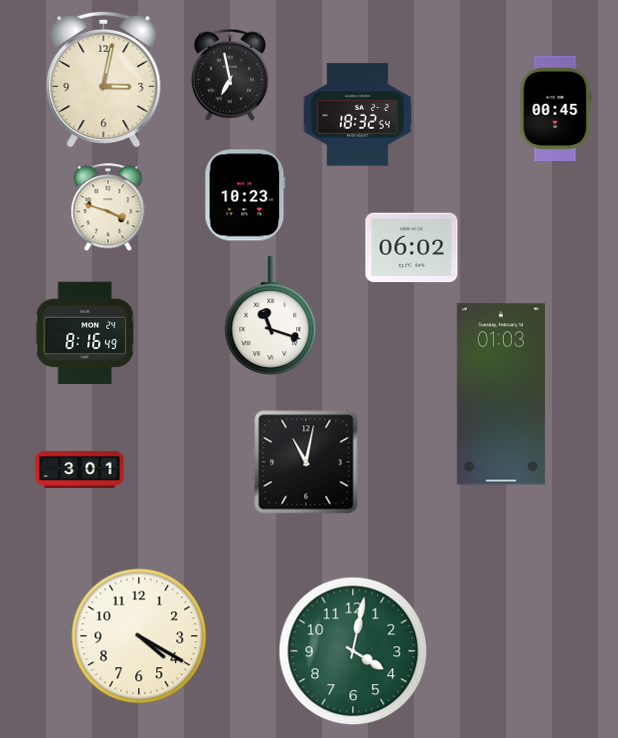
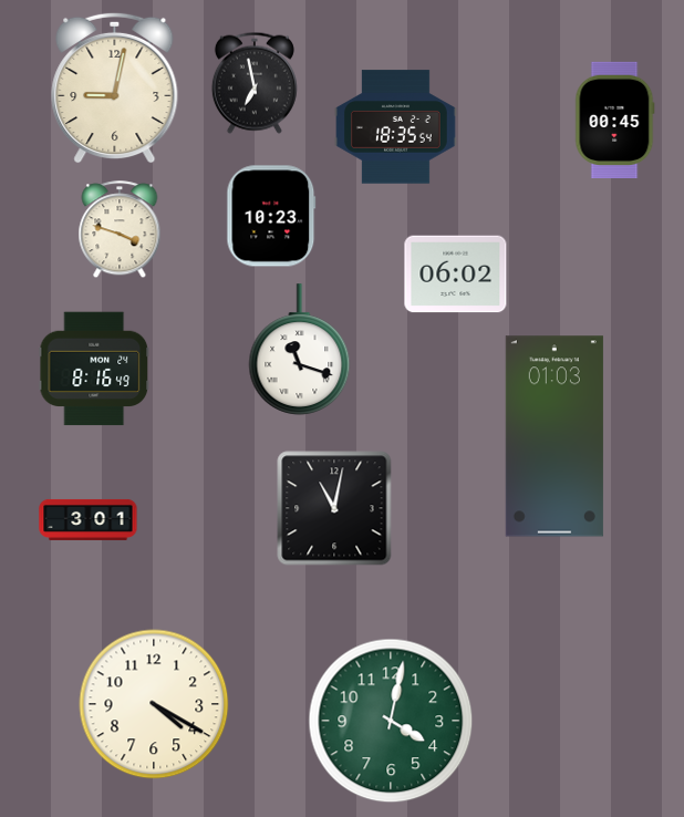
clock at (104, 79): 3:02 -> 9:02
clock at (358, 115): 18:32 -> 18:35
clock at (306, 462) position: (306, 462) -> (334, 508)
